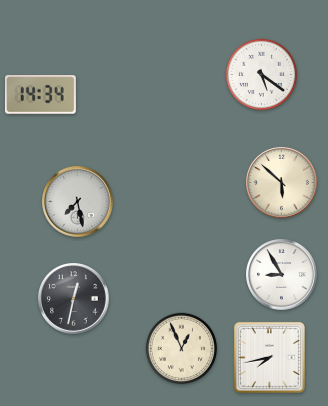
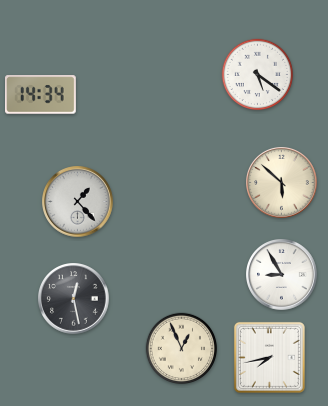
clock at (262, 75) position: (262, 75) -> (258, 75)
clock at (78, 202): 7:28 -> 1:23
clock at (74, 299): 12:32 -> 12:28
